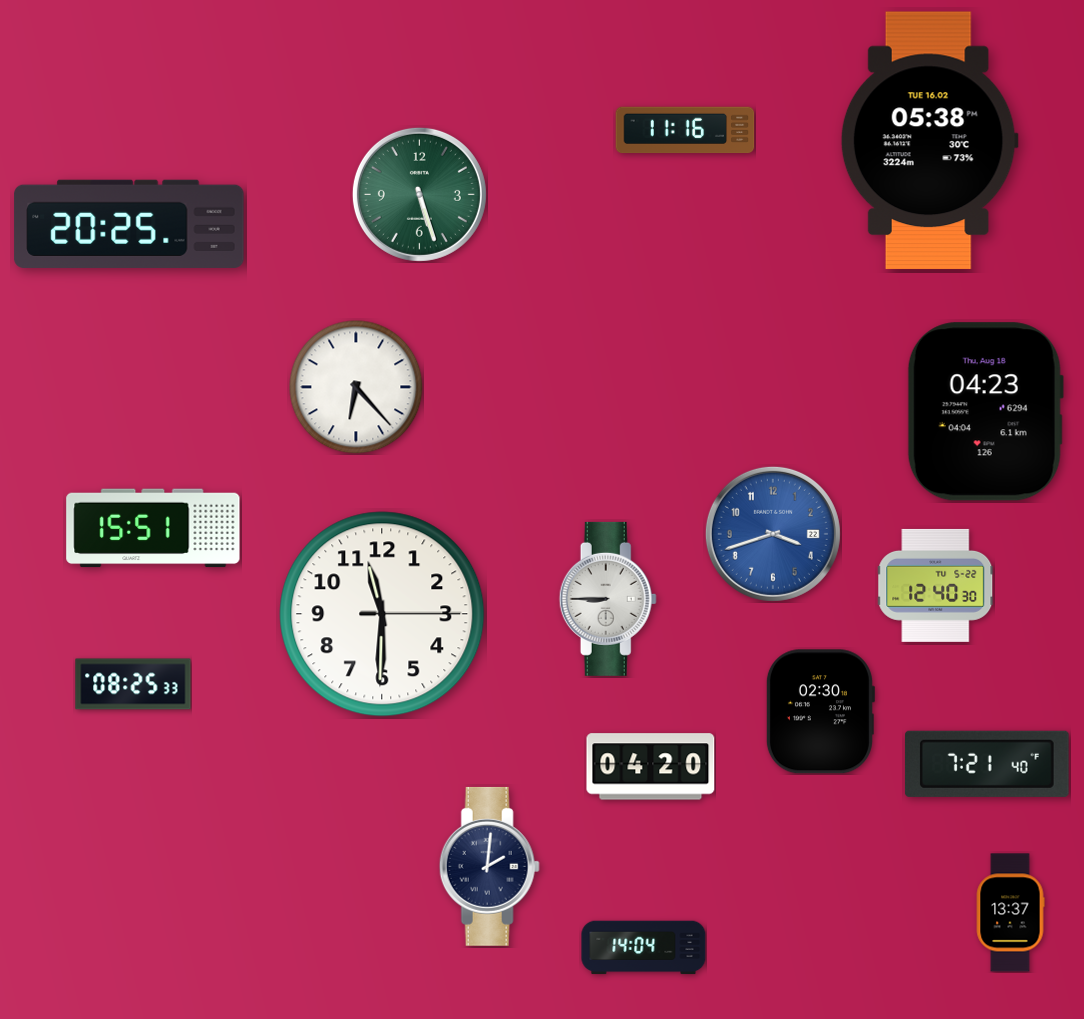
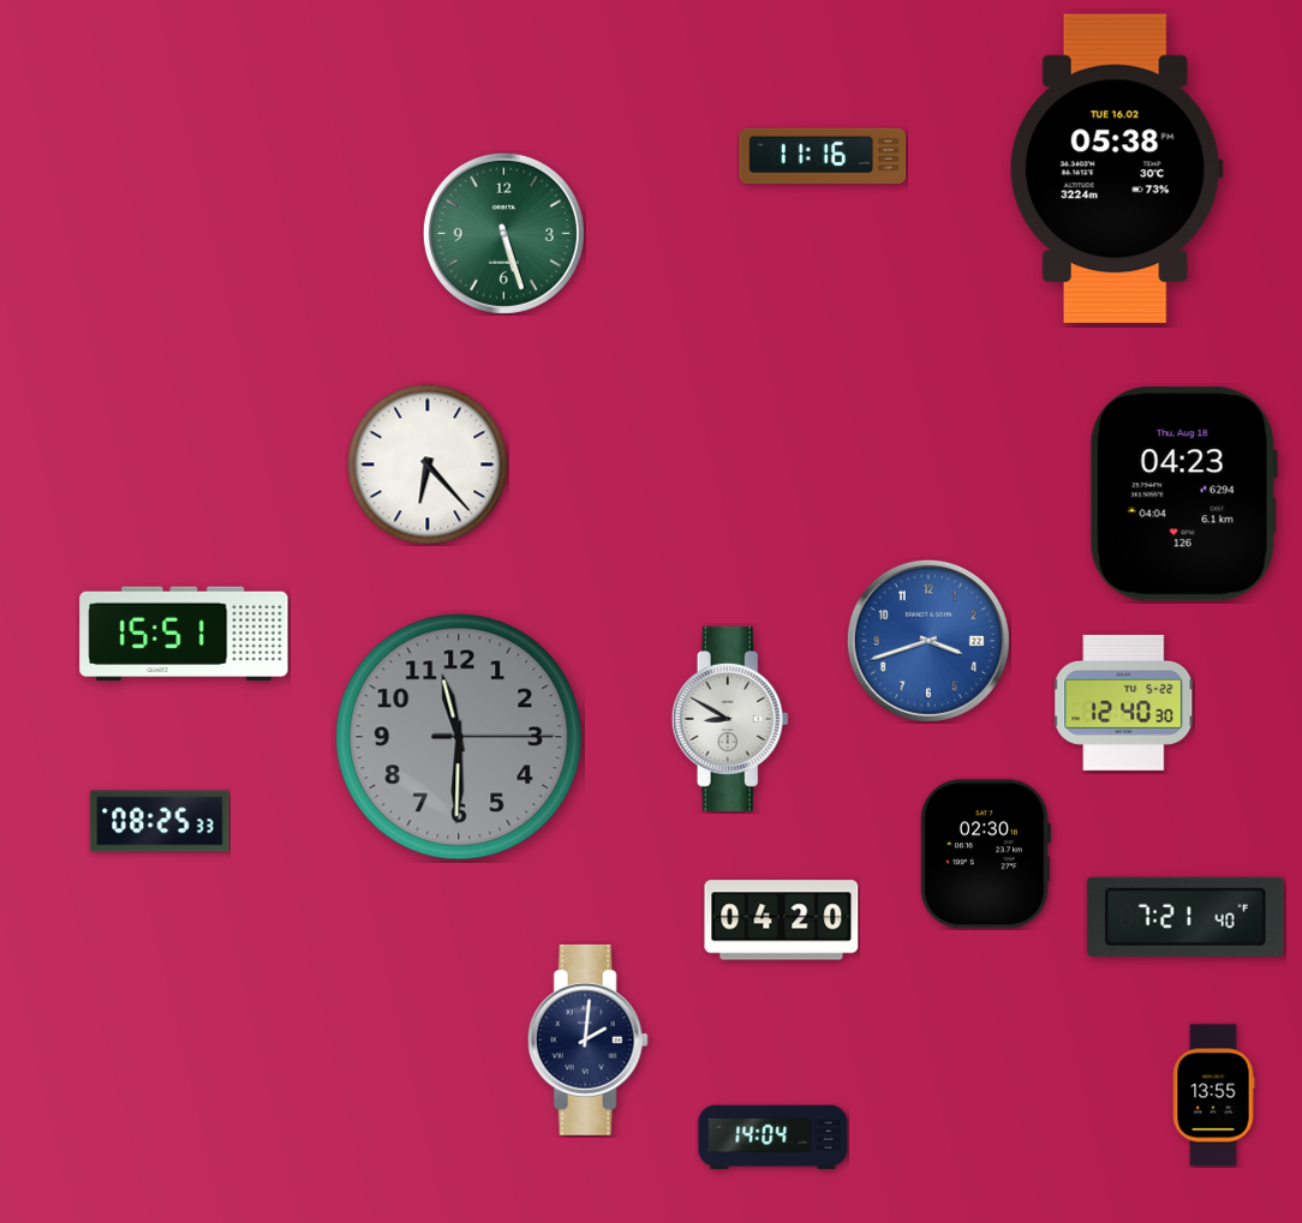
clock at (129, 224): 20:25 -> none
clock at (608, 599): 8:45 -> 8:50
clock at (382, 614) dial: white -> grey
clock at (1010, 913): 13:37 -> 13:55
